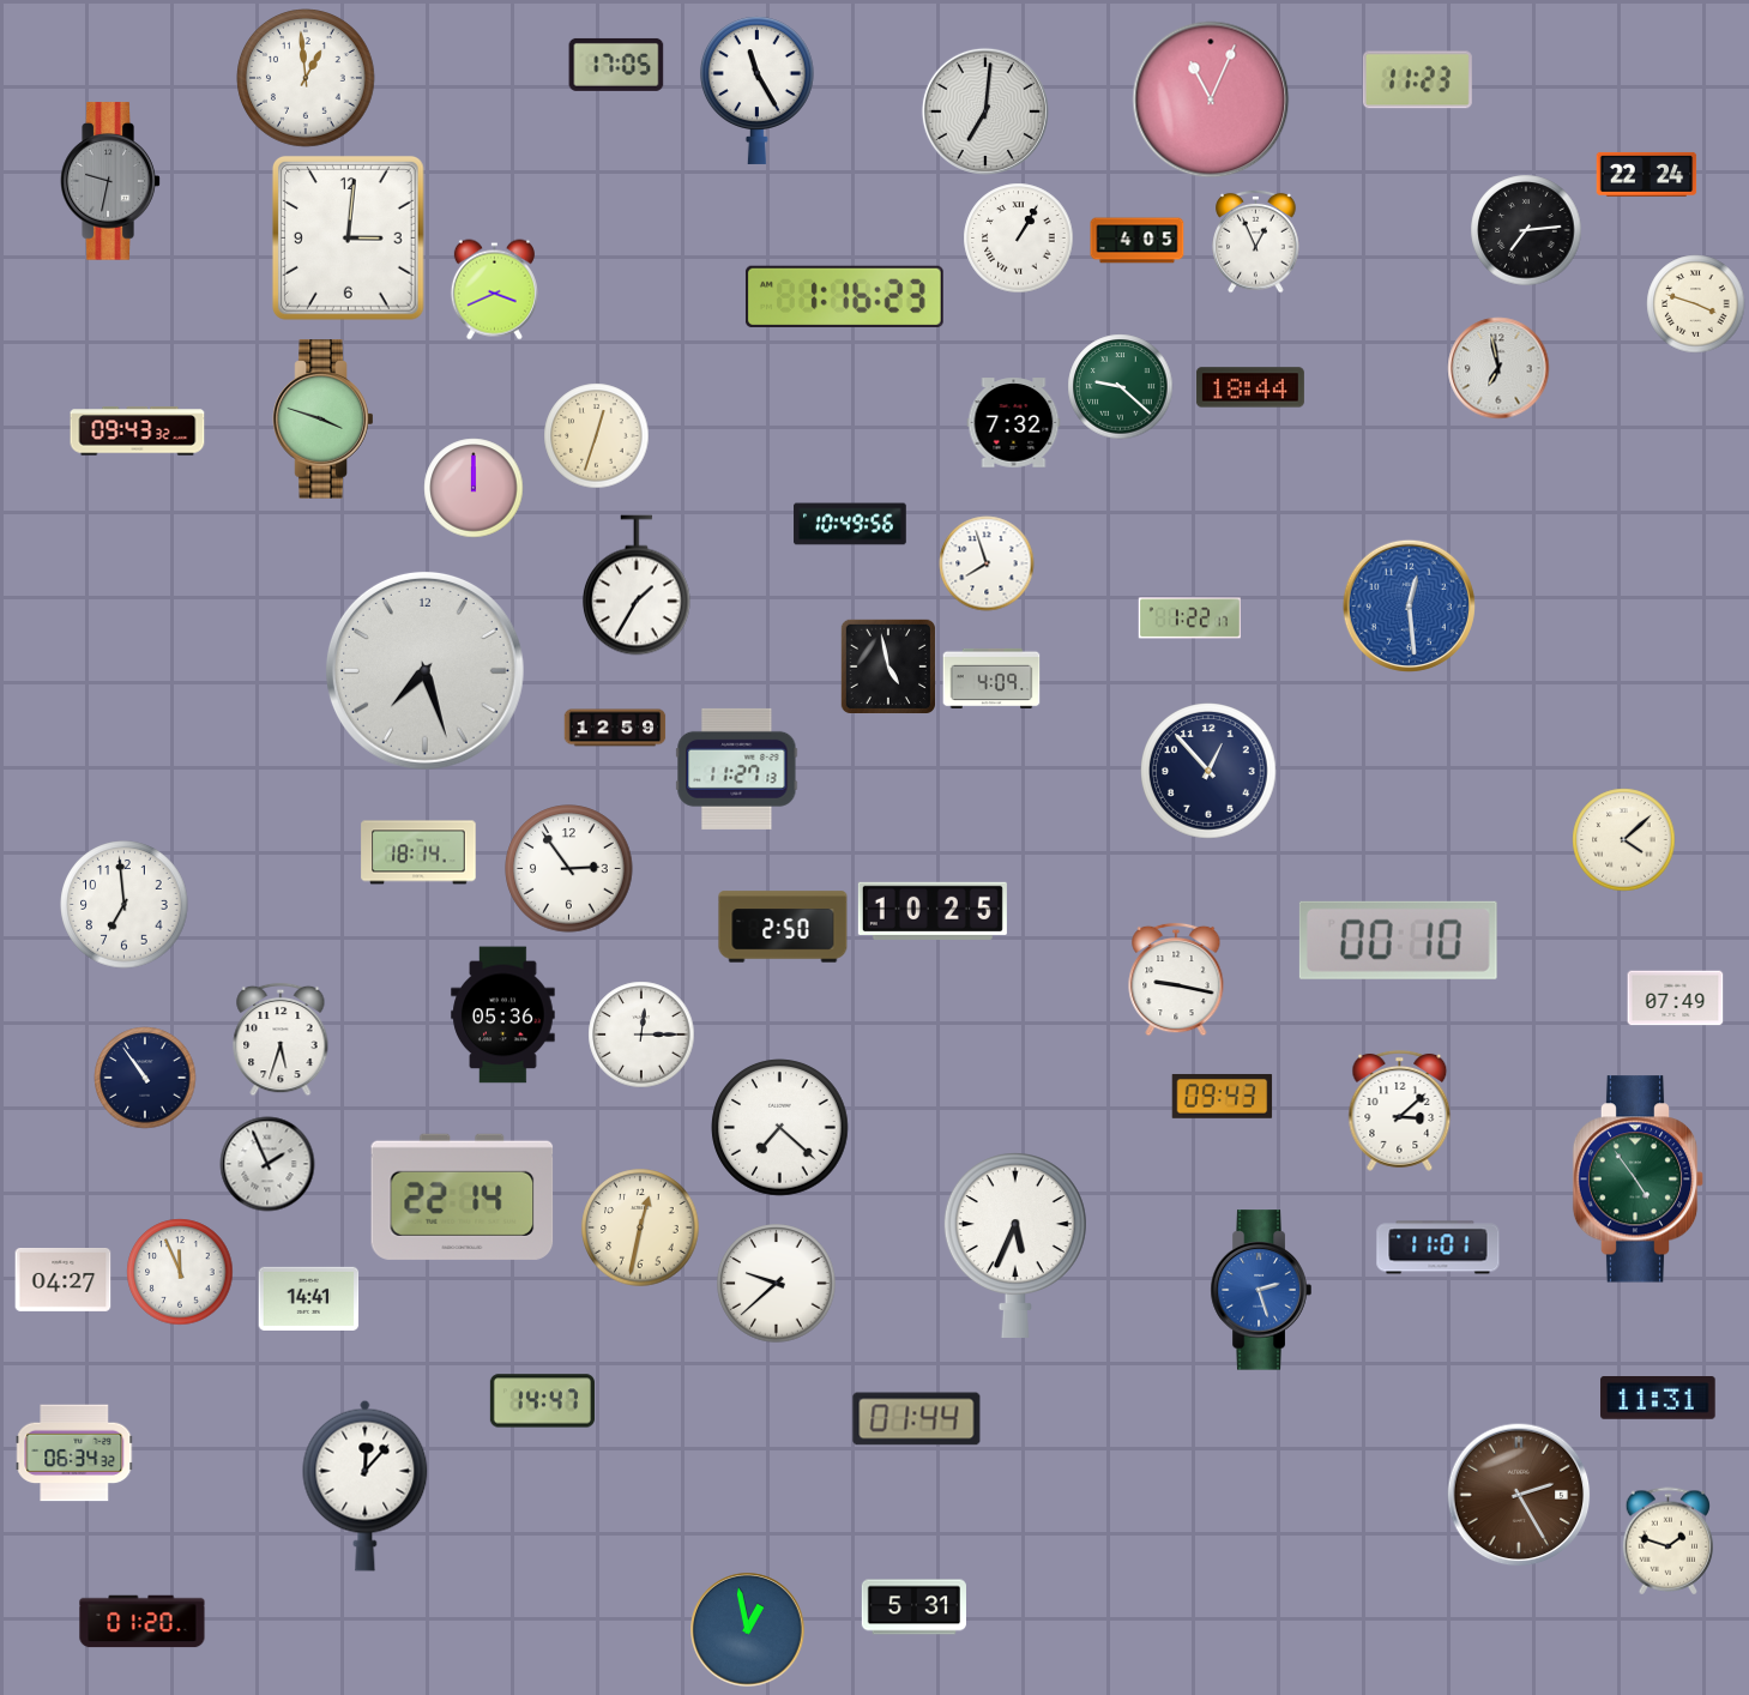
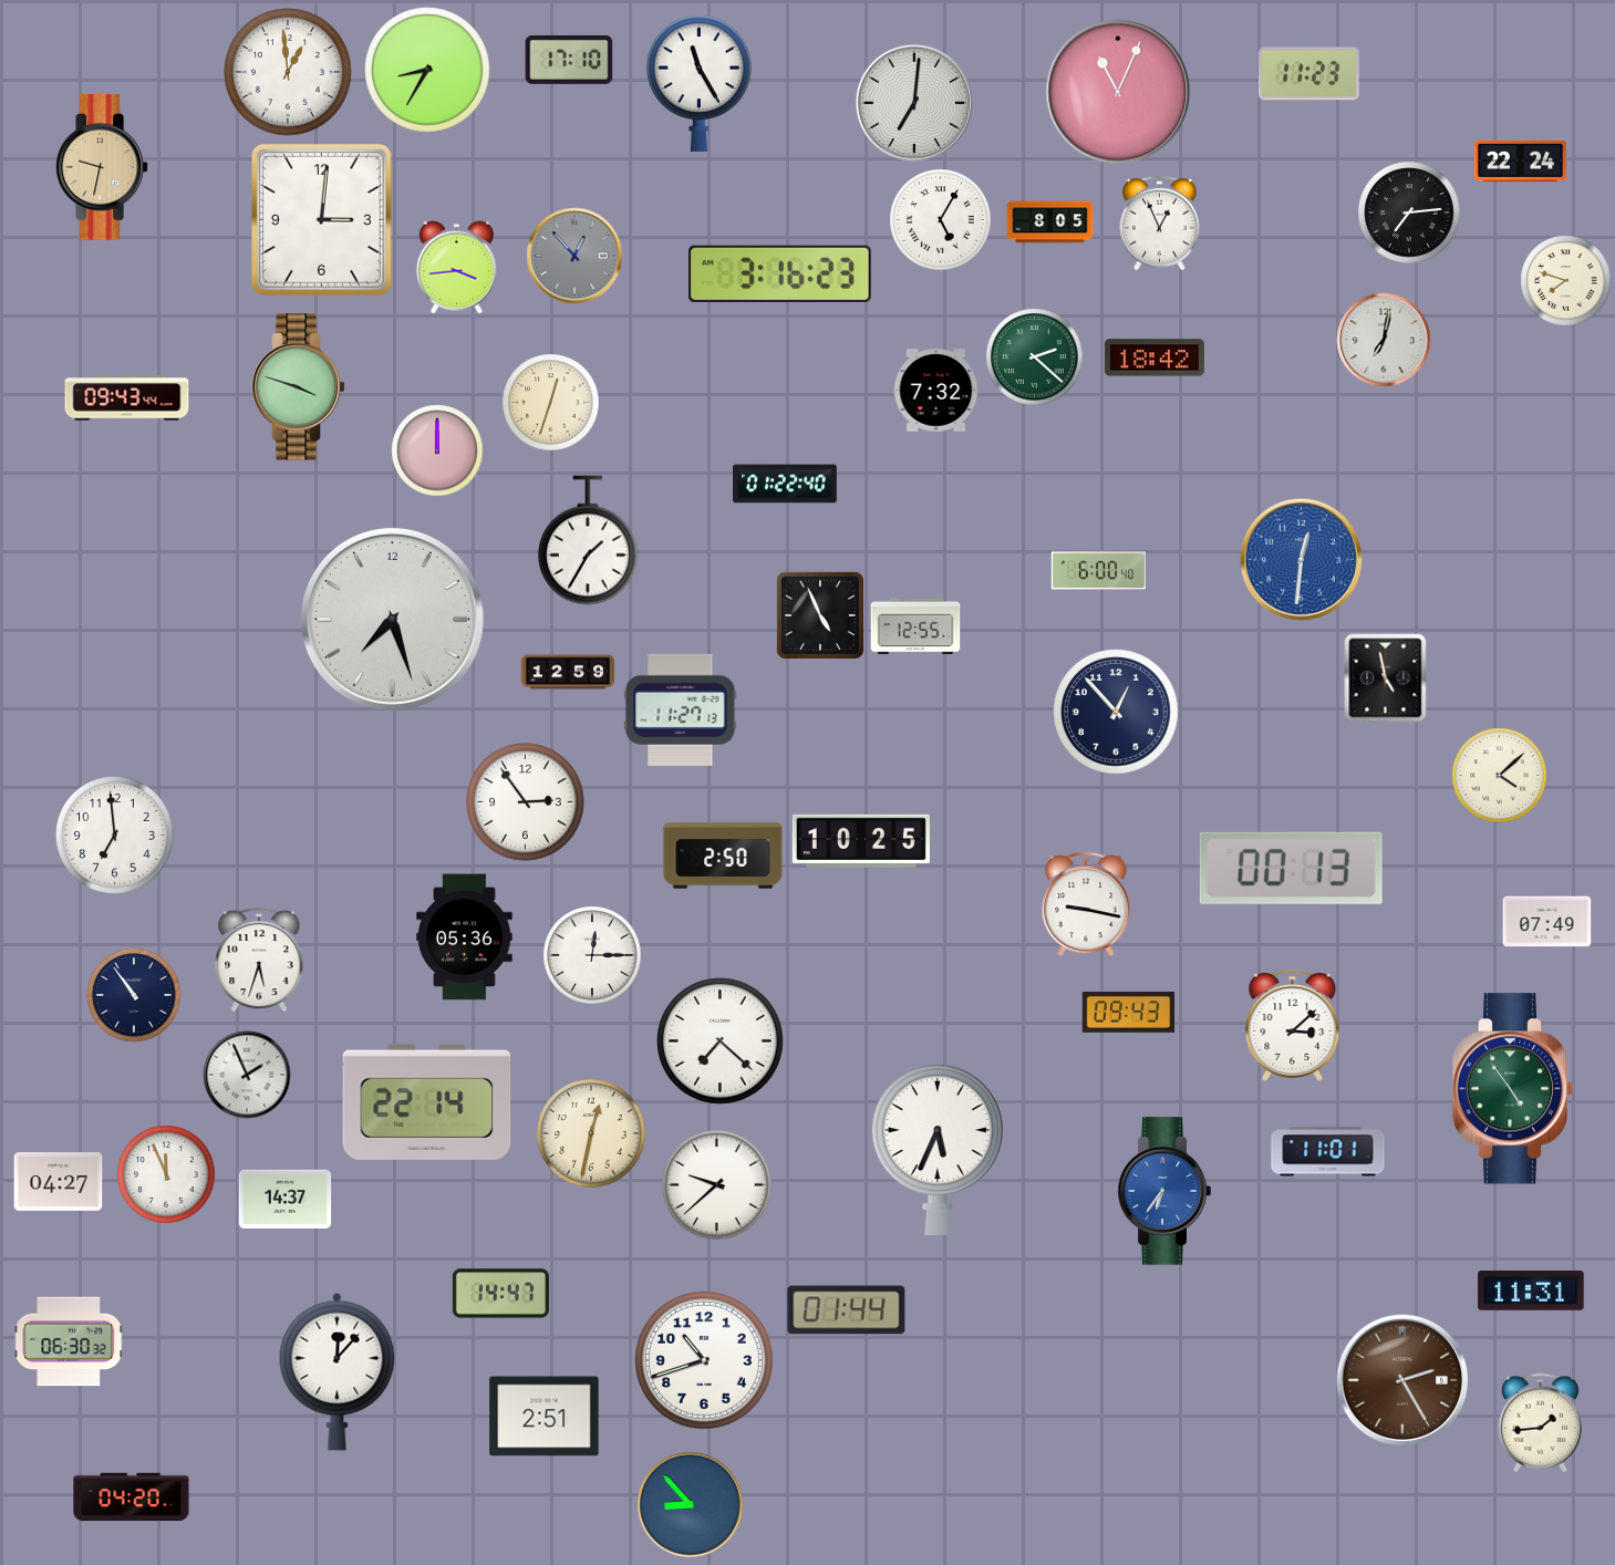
clock at (616, 65): 17:05 -> 17:10
clock at (427, 70): none -> 8:35
clock at (306, 78) position: (306, 78) -> (288, 72)
clock at (985, 111) position: (985, 111) -> (914, 103)
clock at (110, 181) dial: grey -> champagne
clock at (1019, 239): 1:05 -> 5:05
clock at (1138, 241): 4:05 -> 8:05
clock at (574, 256): none -> 12:53
clock at (494, 290): 3:41 -> 3:44
clock at (844, 296): 1:16 -> 3:16
clock at (1696, 304): 3:48 -> 7:48
clock at (1498, 368): 6:58 -> 7:02
clock at (1121, 387): 9:22 -> 2:22
clock at (1250, 387): 18:44 -> 18:42
clock at (138, 432): 09:43:32 -> 09:43:44
clock at (850, 524): 10:49 -> 01:22
clock at (987, 563): 7:57 -> none
clock at (1409, 605): 12:29 -> 12:31
clock at (1189, 619): 1:22 -> 6:00
clock at (887, 665): 4:58 -> 4:56
clock at (991, 678): 4:09 -> 12:55
clock at (1386, 678): none -> 4:58
clock at (418, 852): 18:14 -> none
clock at (1398, 940): 00:10 -> 00:13
clock at (463, 1196) position: (463, 1196) -> (427, 1101)
clock at (1261, 1290): 2:27 -> 6:36
clock at (309, 1298): 14:41 -> 14:37
clock at (74, 1453): 06:34 -> 06:30
clock at (704, 1360): none -> 10:42
clock at (545, 1417): none -> 2:51
clock at (1667, 1542): 1:48 -> 1:44
clock at (913, 1607): 5:31 -> none
clock at (143, 1622): 01:20 -> 04:20
clock at (748, 1630): 12:58 -> 8:53
